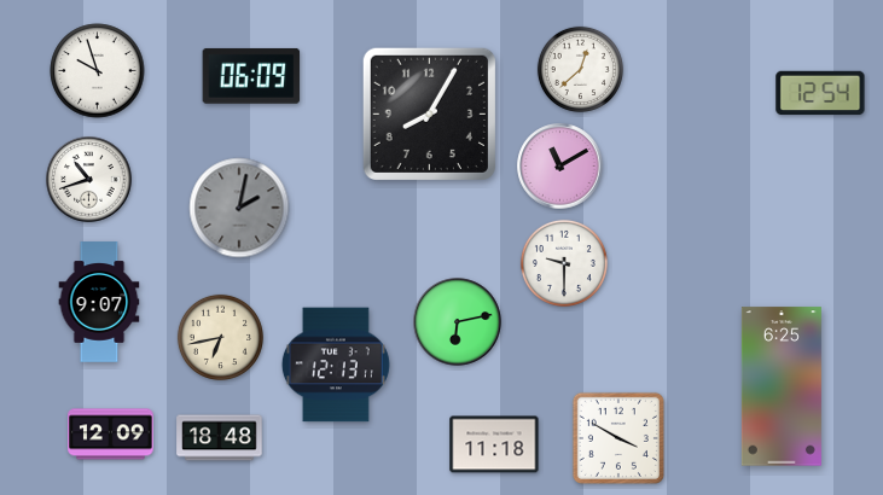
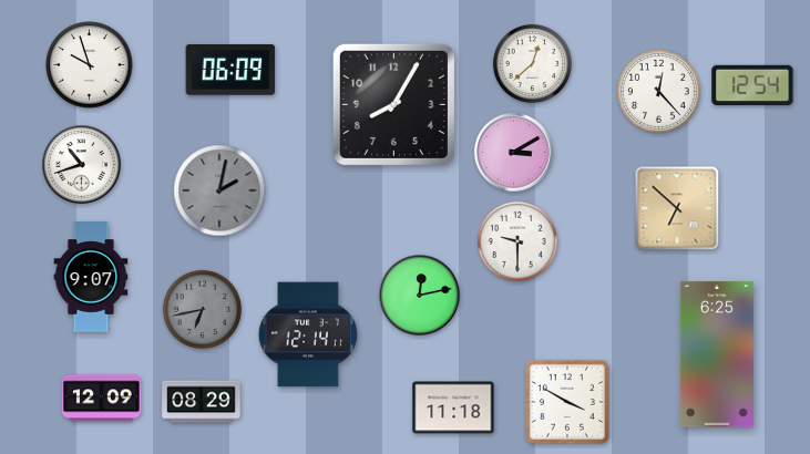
clock at (659, 92): none -> 12:23
clock at (560, 167): 11:10 -> 3:10
clock at (677, 208): none -> 6:52
clock at (458, 322): 6:13 -> 12:13
clock at (220, 337) dial: cream -> grey
clock at (336, 365): 12:13 -> 12:14
clock at (220, 438): 18:48 -> 08:29
